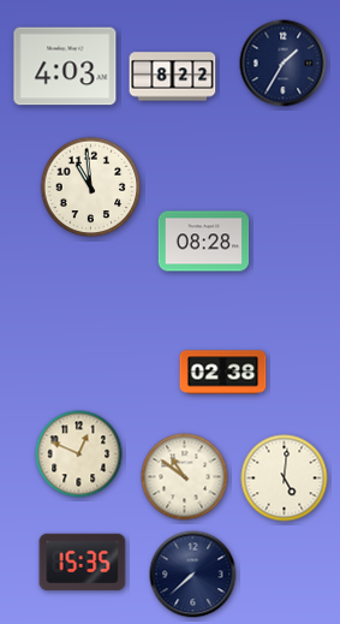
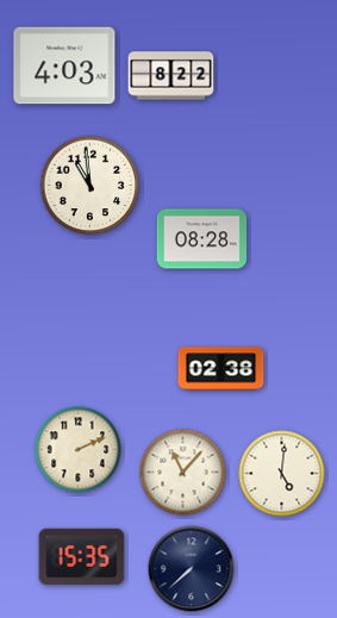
clock at (284, 64): 1:35 -> none
clock at (79, 454): 12:49 -> 2:11
clock at (185, 477): 10:51 -> 11:07
